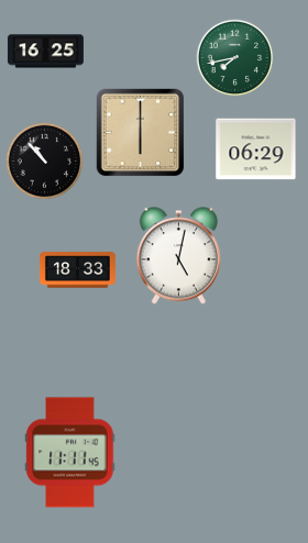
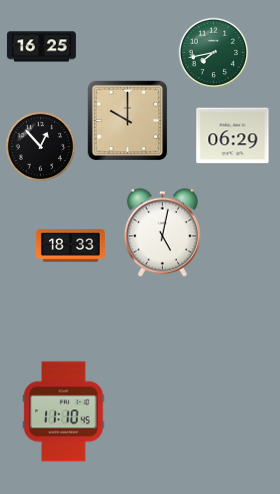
clock at (141, 133): 6:00 -> 10:00
clock at (45, 162): 10:53 -> 12:53
clock at (70, 453): 11:11 -> 11:10
